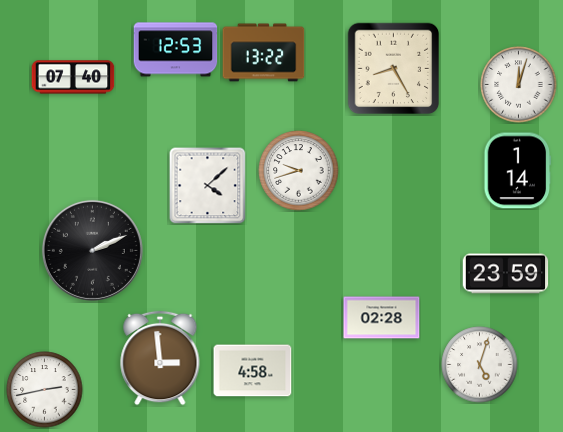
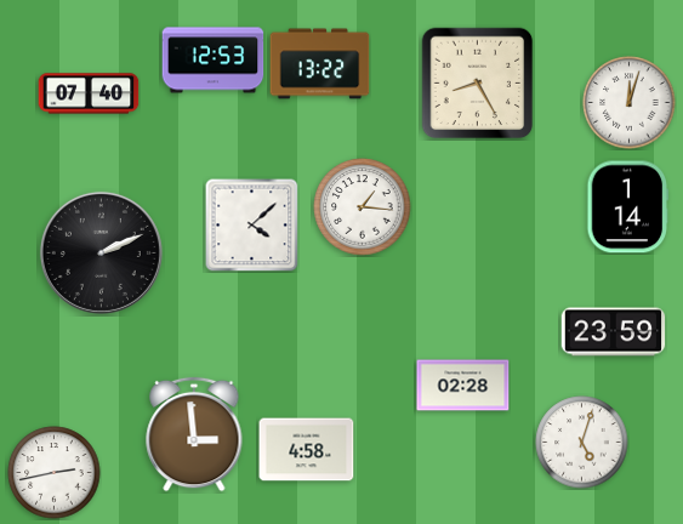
clock at (299, 171): 9:42 -> 1:16
clock at (92, 250) position: (92, 250) -> (101, 252)
